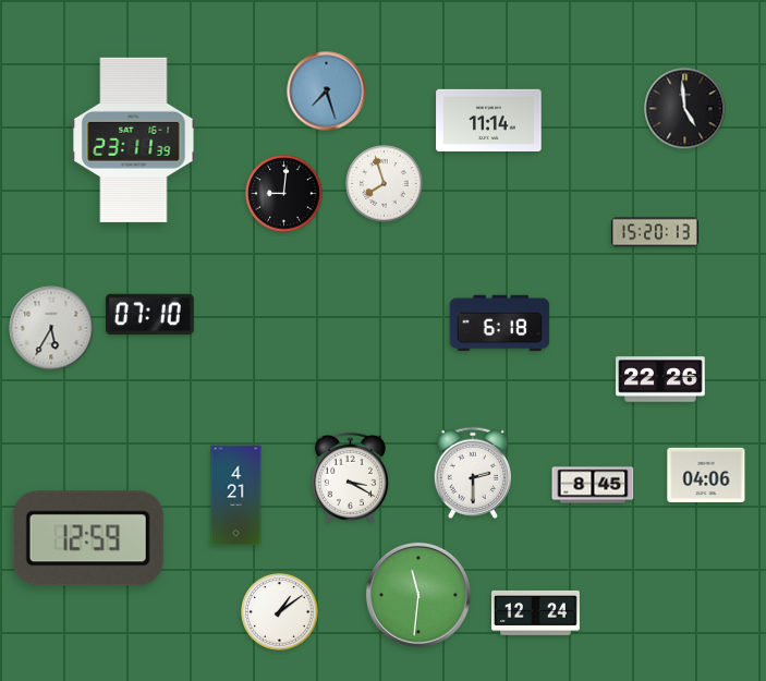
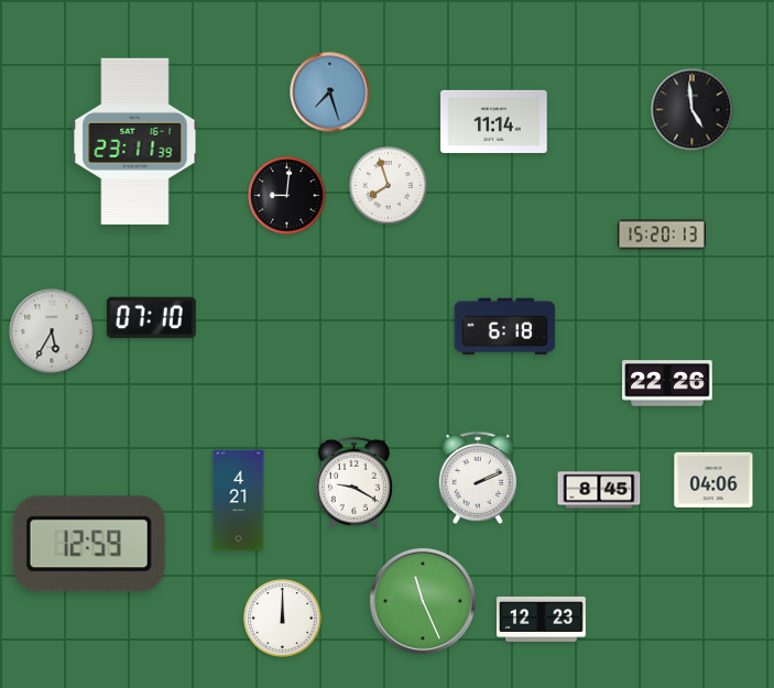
clock at (472, 473): 2:30 -> 2:11
clock at (350, 477): 3:20 -> 9:20
clock at (418, 595): 11:31 -> 11:26
clock at (280, 612): 1:09 -> 12:00
clock at (536, 612): 12:24 -> 12:23
